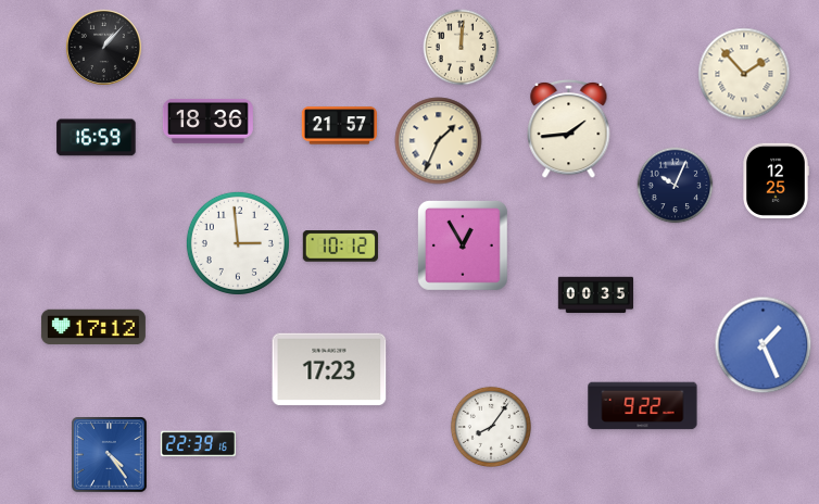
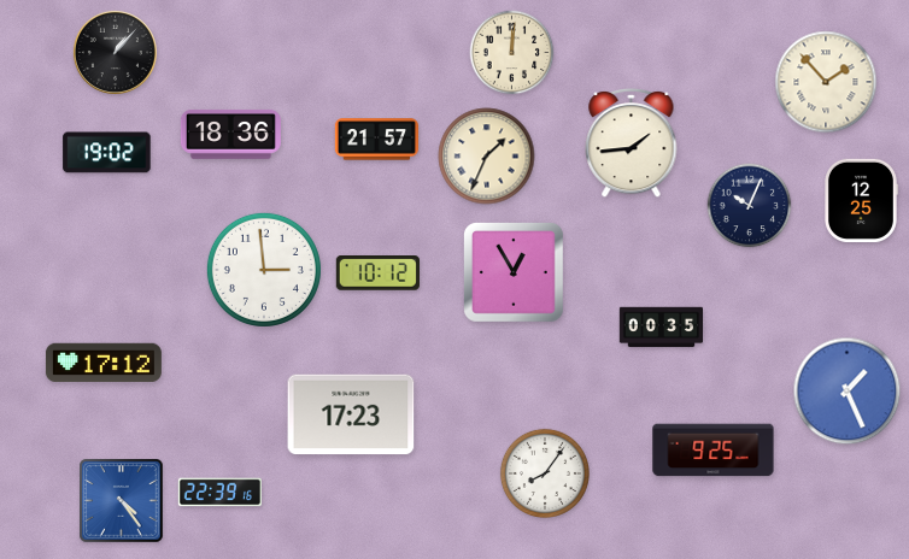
clock at (97, 138): 16:59 -> 19:02
clock at (764, 345) position: (764, 345) -> (848, 392)
clock at (329, 369) position: (329, 369) -> (351, 414)
clock at (643, 406): 9:22 -> 9:25
clock at (110, 455) position: (110, 455) -> (122, 501)
